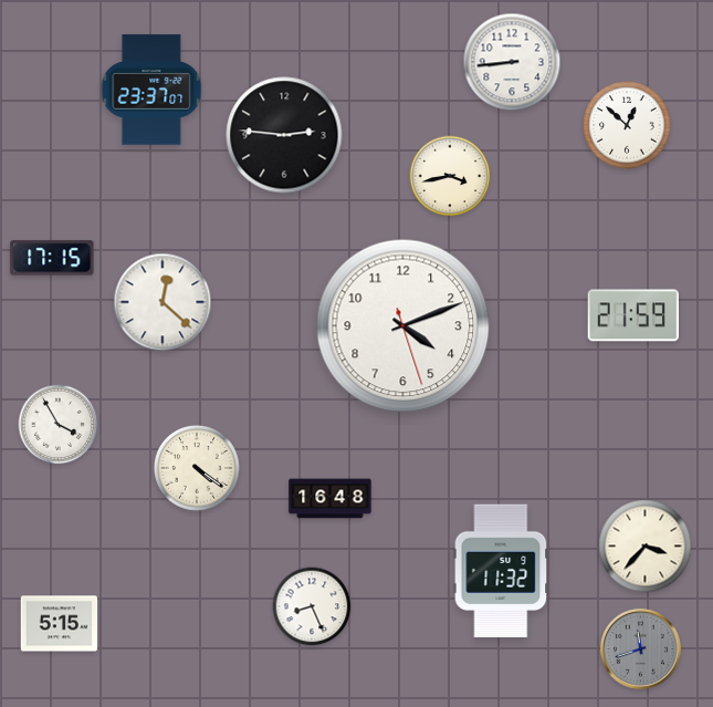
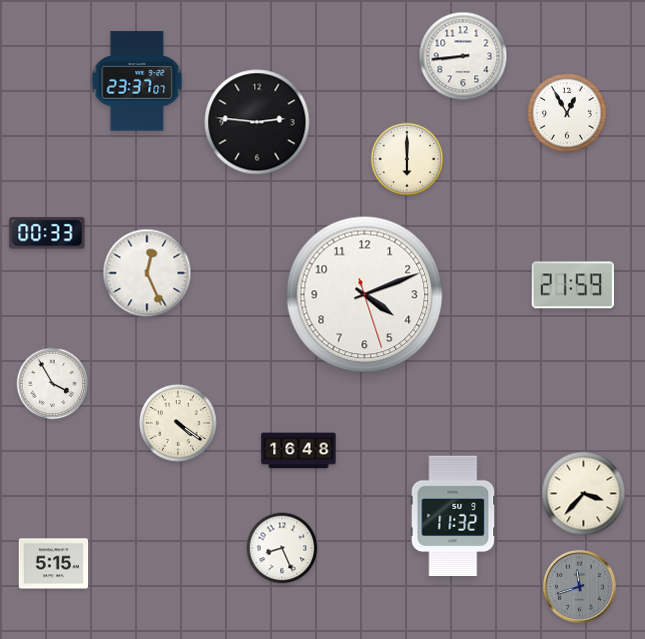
clock at (627, 125): 12:52 -> 12:55
clock at (450, 176): 3:43 -> 6:00
clock at (52, 258): 17:15 -> 00:33
clock at (162, 302): 12:22 -> 12:26
